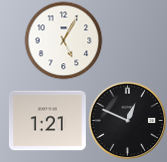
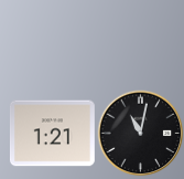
clock at (63, 40): 5:05 -> none
clock at (127, 120): 12:49 -> 11:02
